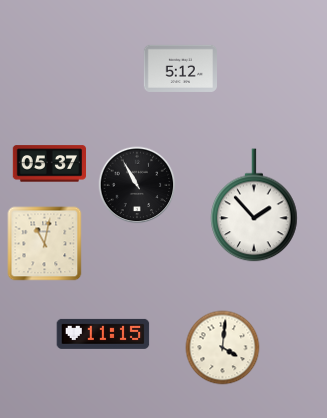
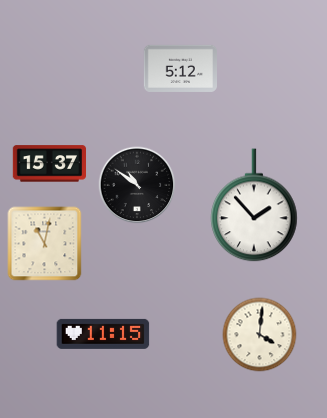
clock at (49, 164): 05:37 -> 15:37
clock at (137, 185): 10:55 -> 10:51
clock at (223, 348) position: (223, 348) -> (260, 335)
